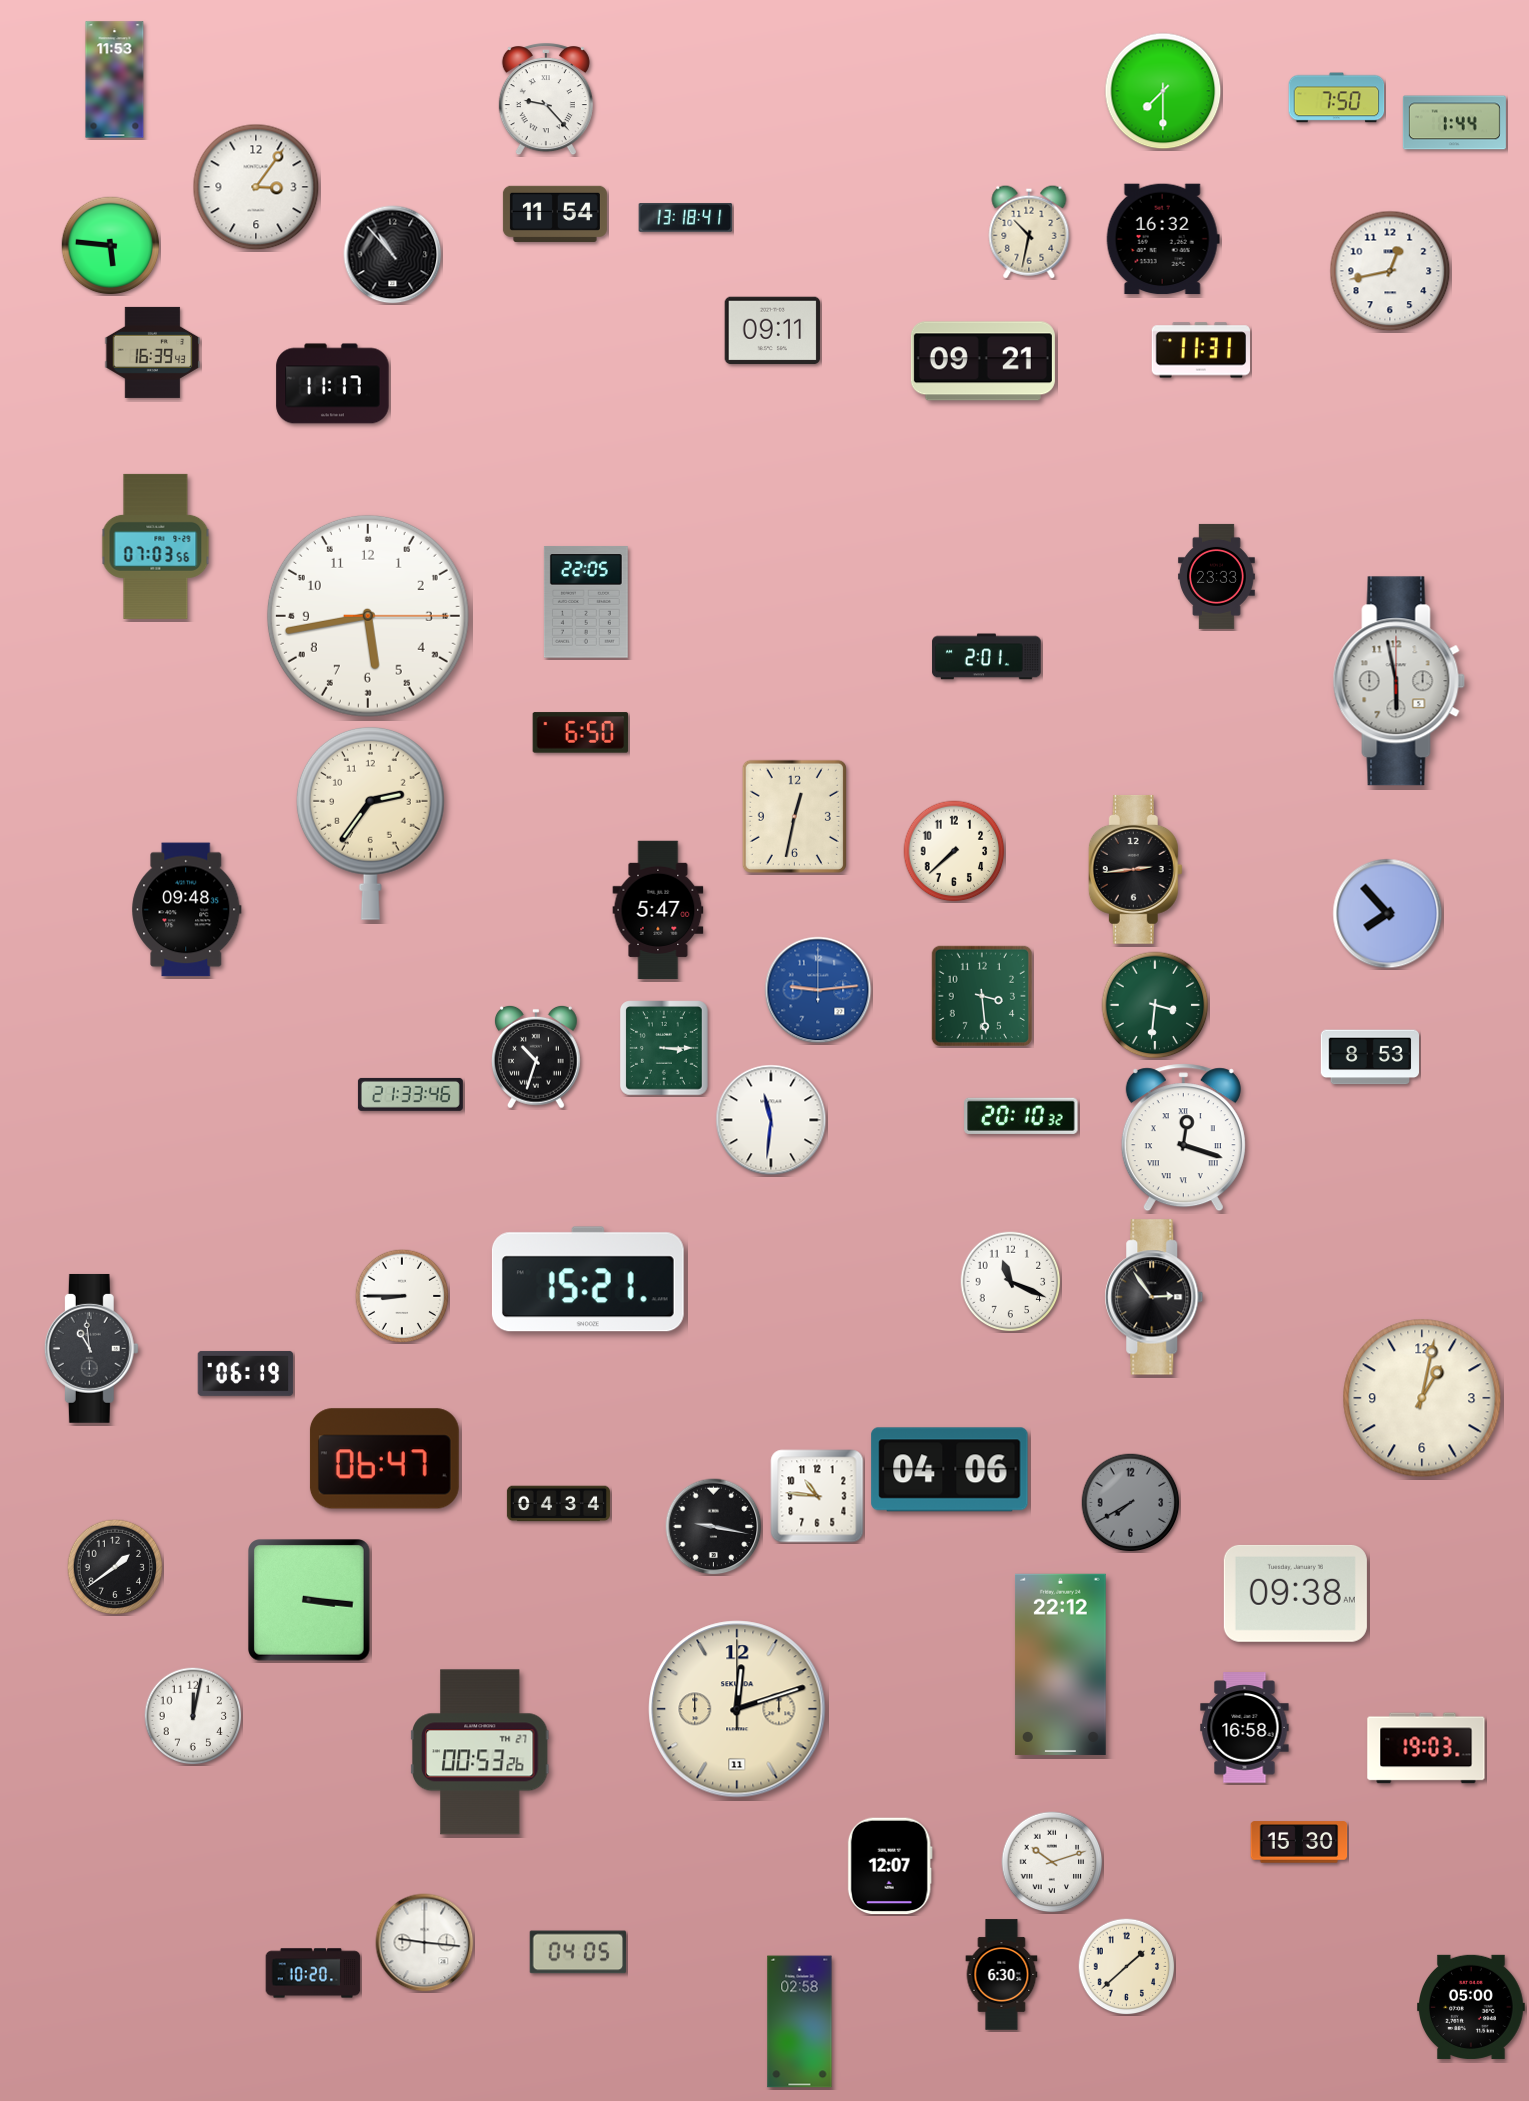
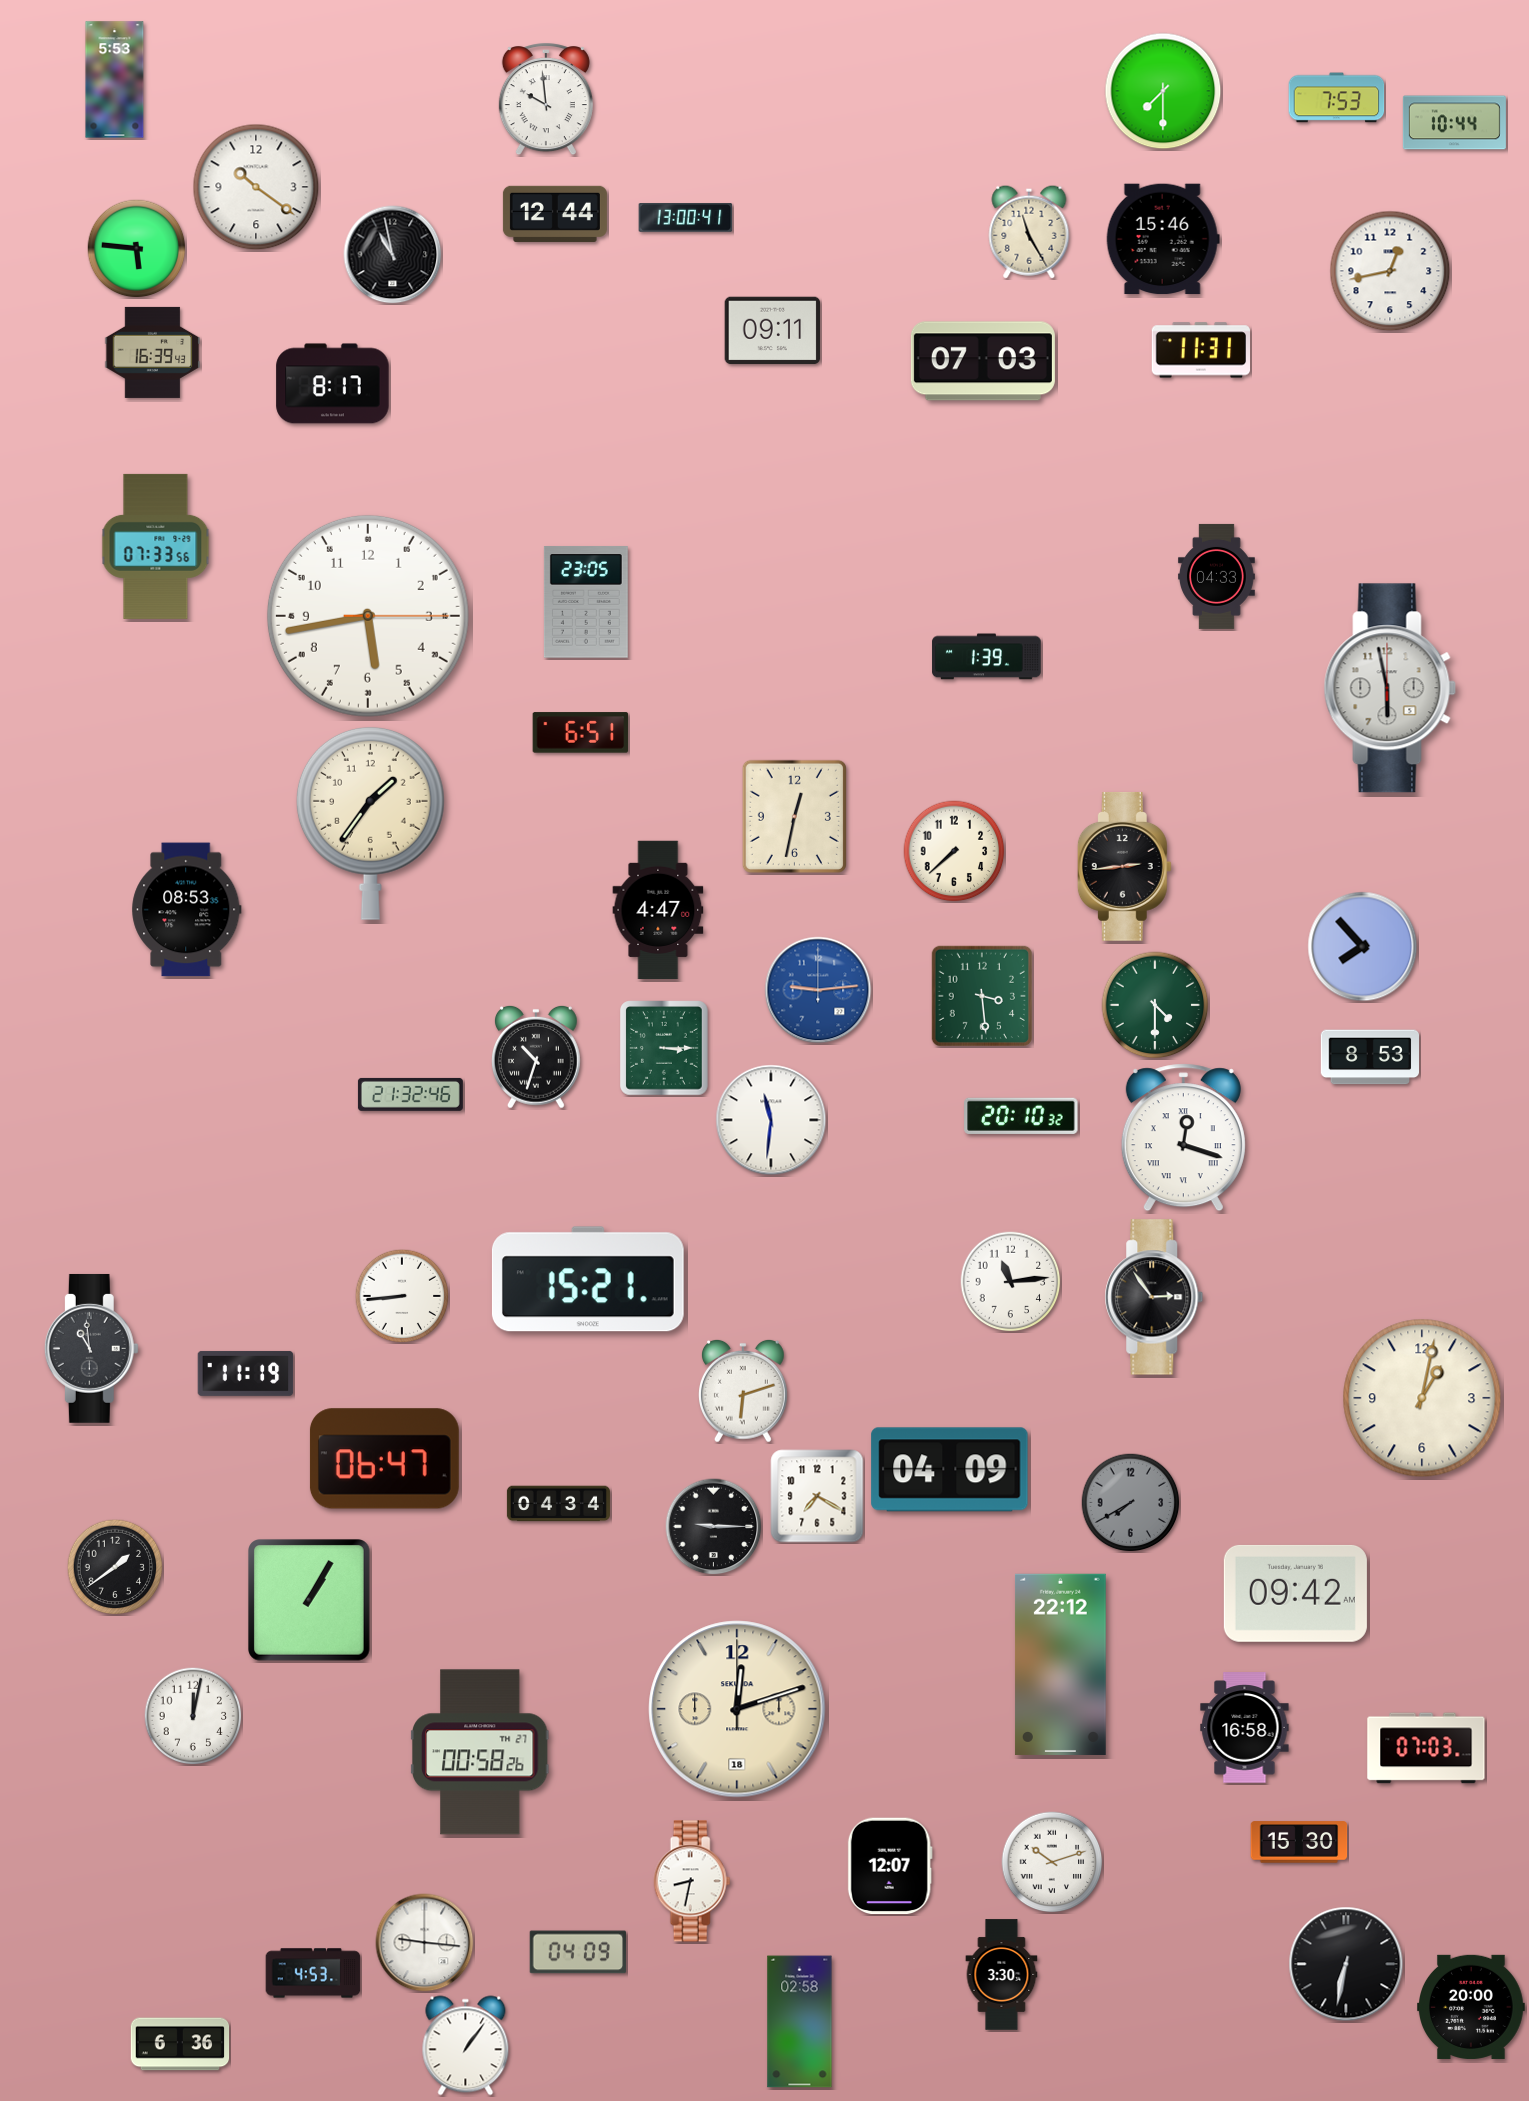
clock at (115, 80): 11:53 -> 5:53
clock at (1337, 98): 7:50 -> 7:53
clock at (546, 100): 9:23 -> 9:59
clock at (1454, 123): 1:44 -> 10:44
clock at (256, 187): 3:06 -> 10:21
clock at (555, 214): 11:54 -> 12:44
clock at (686, 218): 13:18 -> 13:00
clock at (1029, 232): 10:32 -> 11:25
clock at (1163, 239): 16:32 -> 15:46
clock at (111, 246) position: (111, 246) -> (137, 249)
clock at (393, 255): 10:53 -> 10:58
clock at (983, 361): 09:21 -> 07:03
clock at (333, 384): 11:17 -> 8:17
clock at (156, 546): 07:03 -> 07:33
clock at (1216, 576): 23:33 -> 04:33
clock at (586, 602): 22:05 -> 23:05
clock at (987, 657): 2:01 -> 1:39
clock at (1399, 681) position: (1399, 681) -> (1390, 688)
clock at (581, 733): 6:50 -> 6:51
clock at (370, 823): 2:36 -> 1:36
clock at (1135, 869) position: (1135, 869) -> (1124, 866)
clock at (187, 910): 09:48 -> 08:53
clock at (658, 910): 5:47 -> 4:47
clock at (1388, 914) position: (1388, 914) -> (1363, 947)
clock at (1155, 1005): 3:31 -> 4:30
clock at (410, 1094): 21:33 -> 21:32
clock at (1011, 1282): 11:19 -> 11:14
clock at (402, 1296): 8:45 -> 8:44
clock at (246, 1373): 06:19 -> 11:19
clock at (744, 1391): none -> 6:12
clock at (950, 1470): 04:06 -> 04:09
clock at (817, 1496): 10:46 -> 7:20
clock at (714, 1527): 9:17 -> 9:15
clock at (1295, 1593): 09:38 -> 09:42
clock at (309, 1600): 3:16 -> 1:05
clock at (737, 1709) date: 11 -> 18
clock at (1426, 1748): 19:03 -> 07:03
clock at (480, 1752): 00:53 -> 00:58
clock at (692, 1881): none -> 8:32
clock at (578, 1952): 04:05 -> 04:09
clock at (1346, 1964): none -> 6:32
clock at (1126, 1966): 1:38 -> none
clock at (313, 1973): 10:20 -> 4:53
clock at (1002, 1975): 6:30 -> 3:30
clock at (1472, 2007): 05:00 -> 20:00
clock at (180, 2044): none -> 6:36
clock at (466, 2046): none -> 1:06
